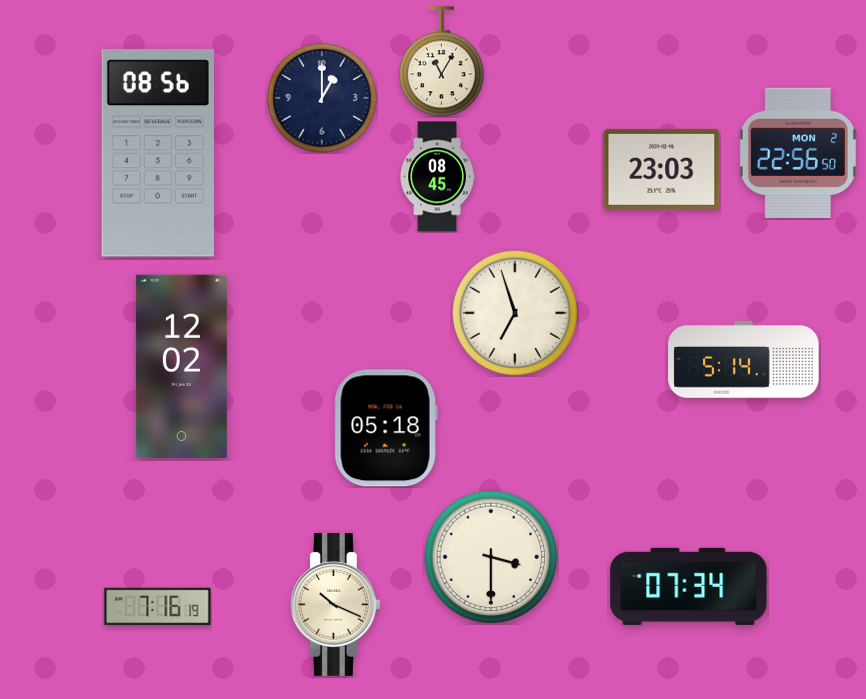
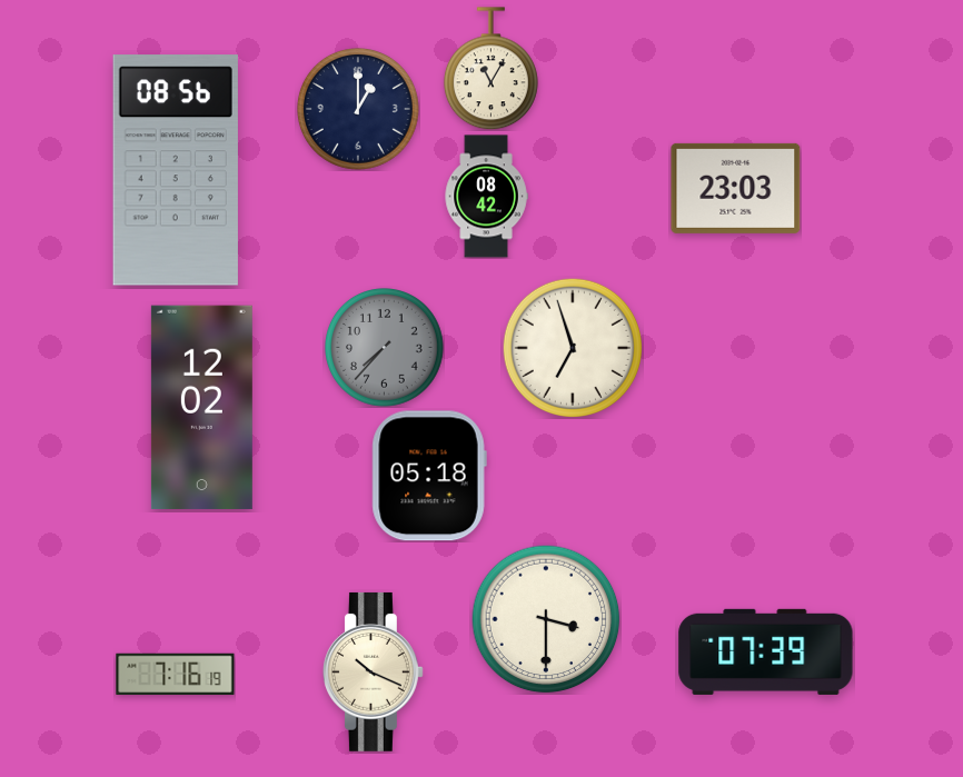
clock at (798, 152): 22:56 -> none
clock at (437, 177): 08:45 -> 08:42
clock at (385, 348): none -> 7:37
clock at (744, 360): 5:14 -> none
clock at (689, 586): 07:34 -> 07:39
